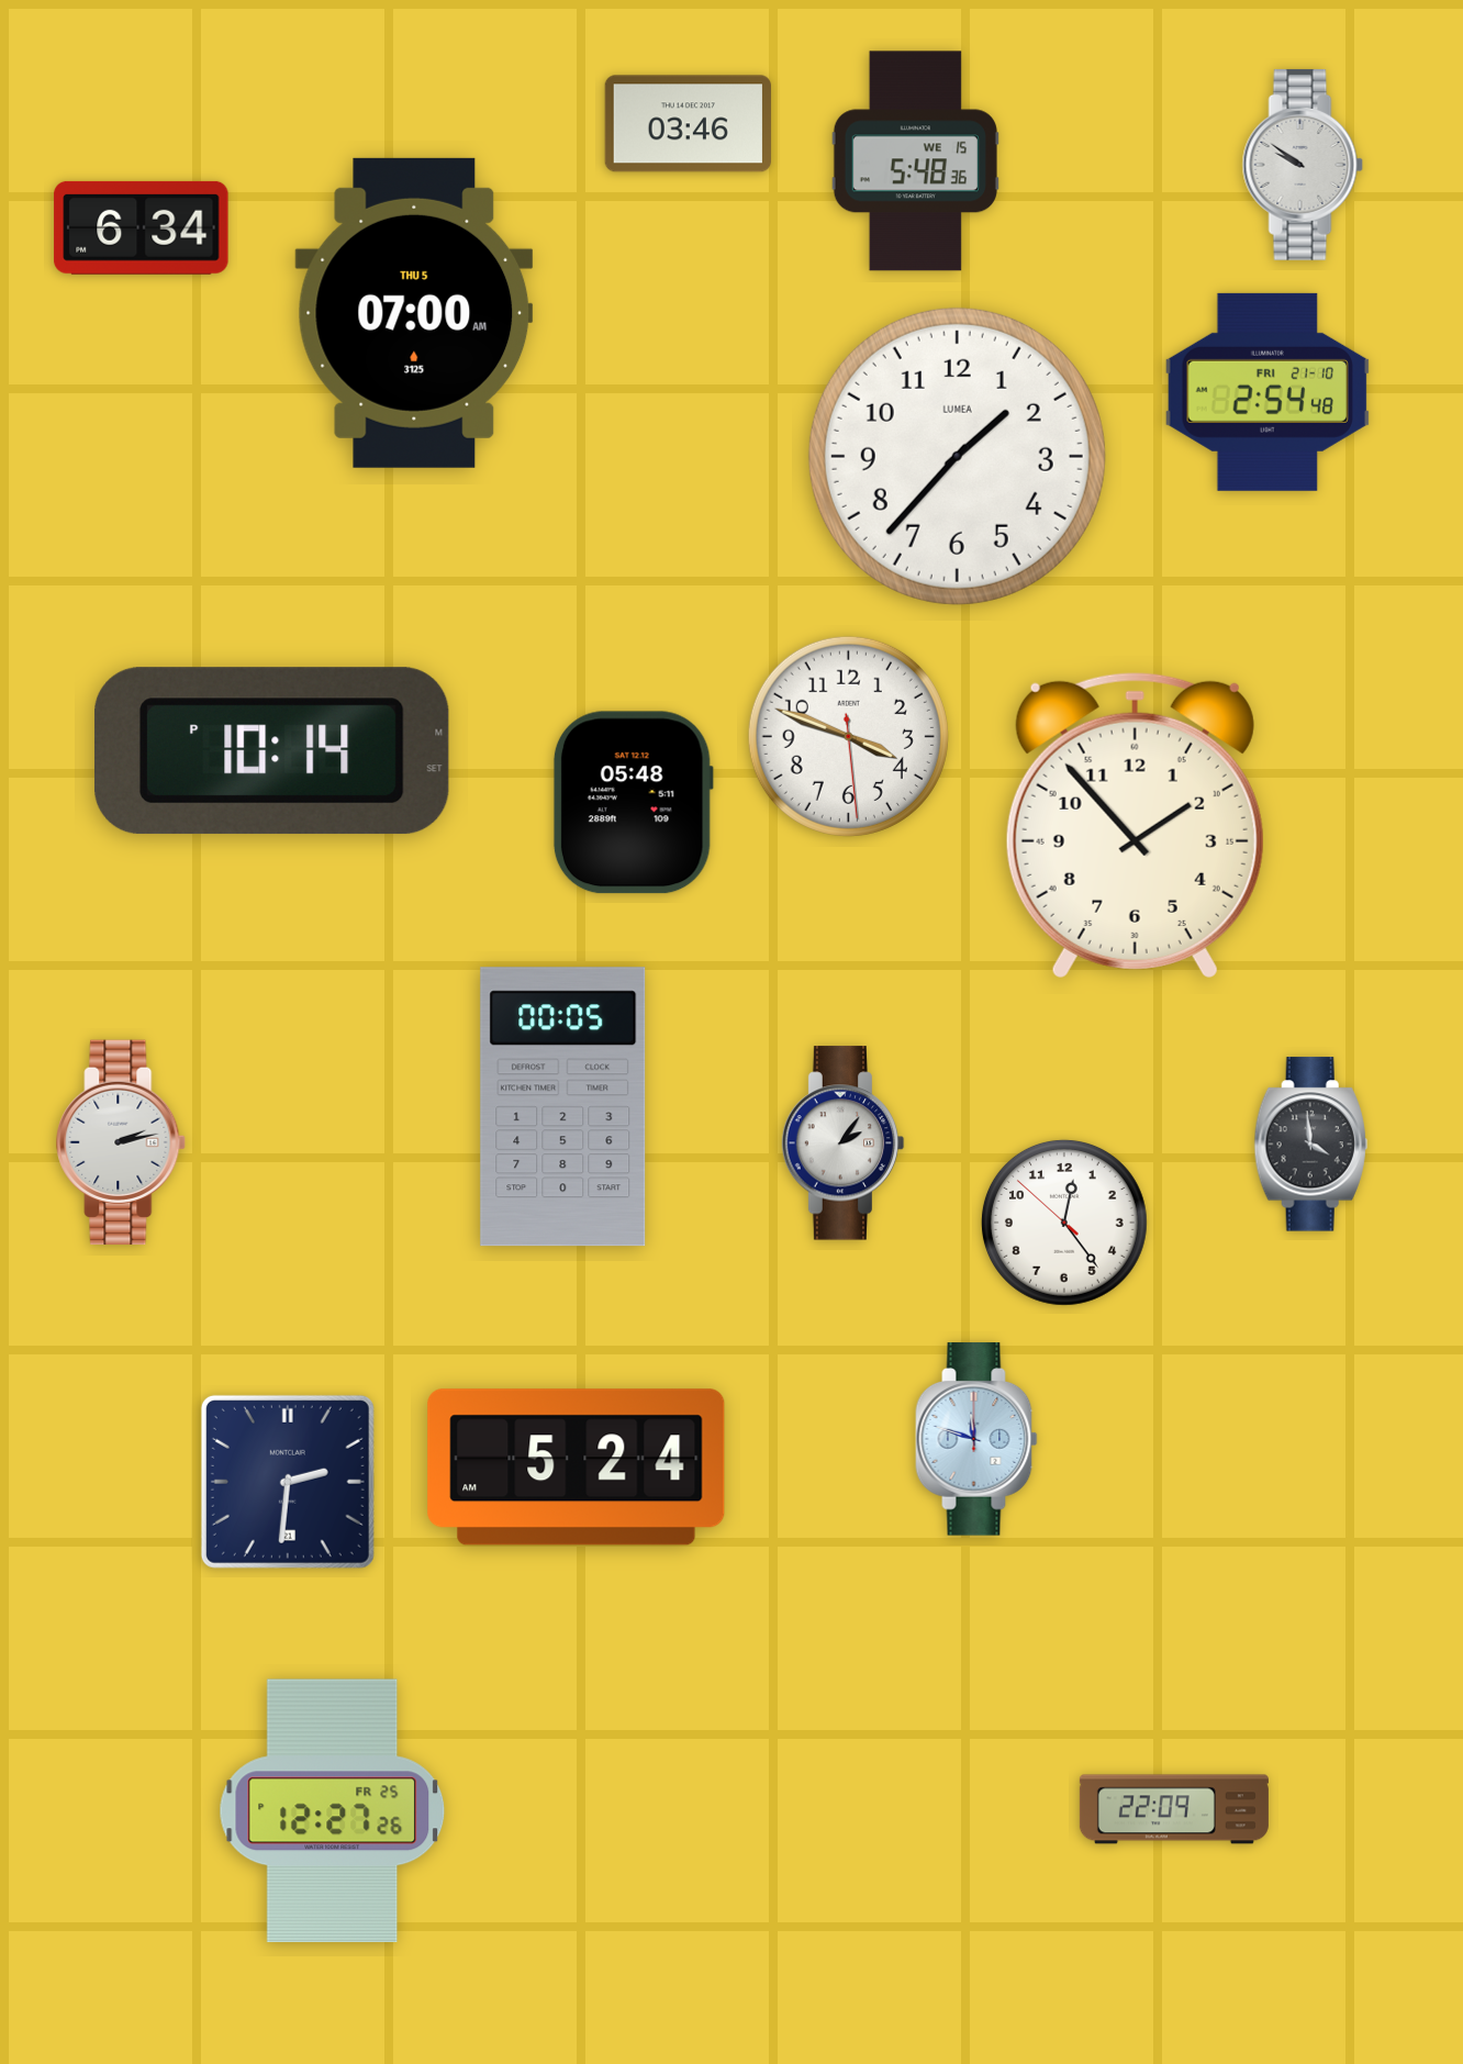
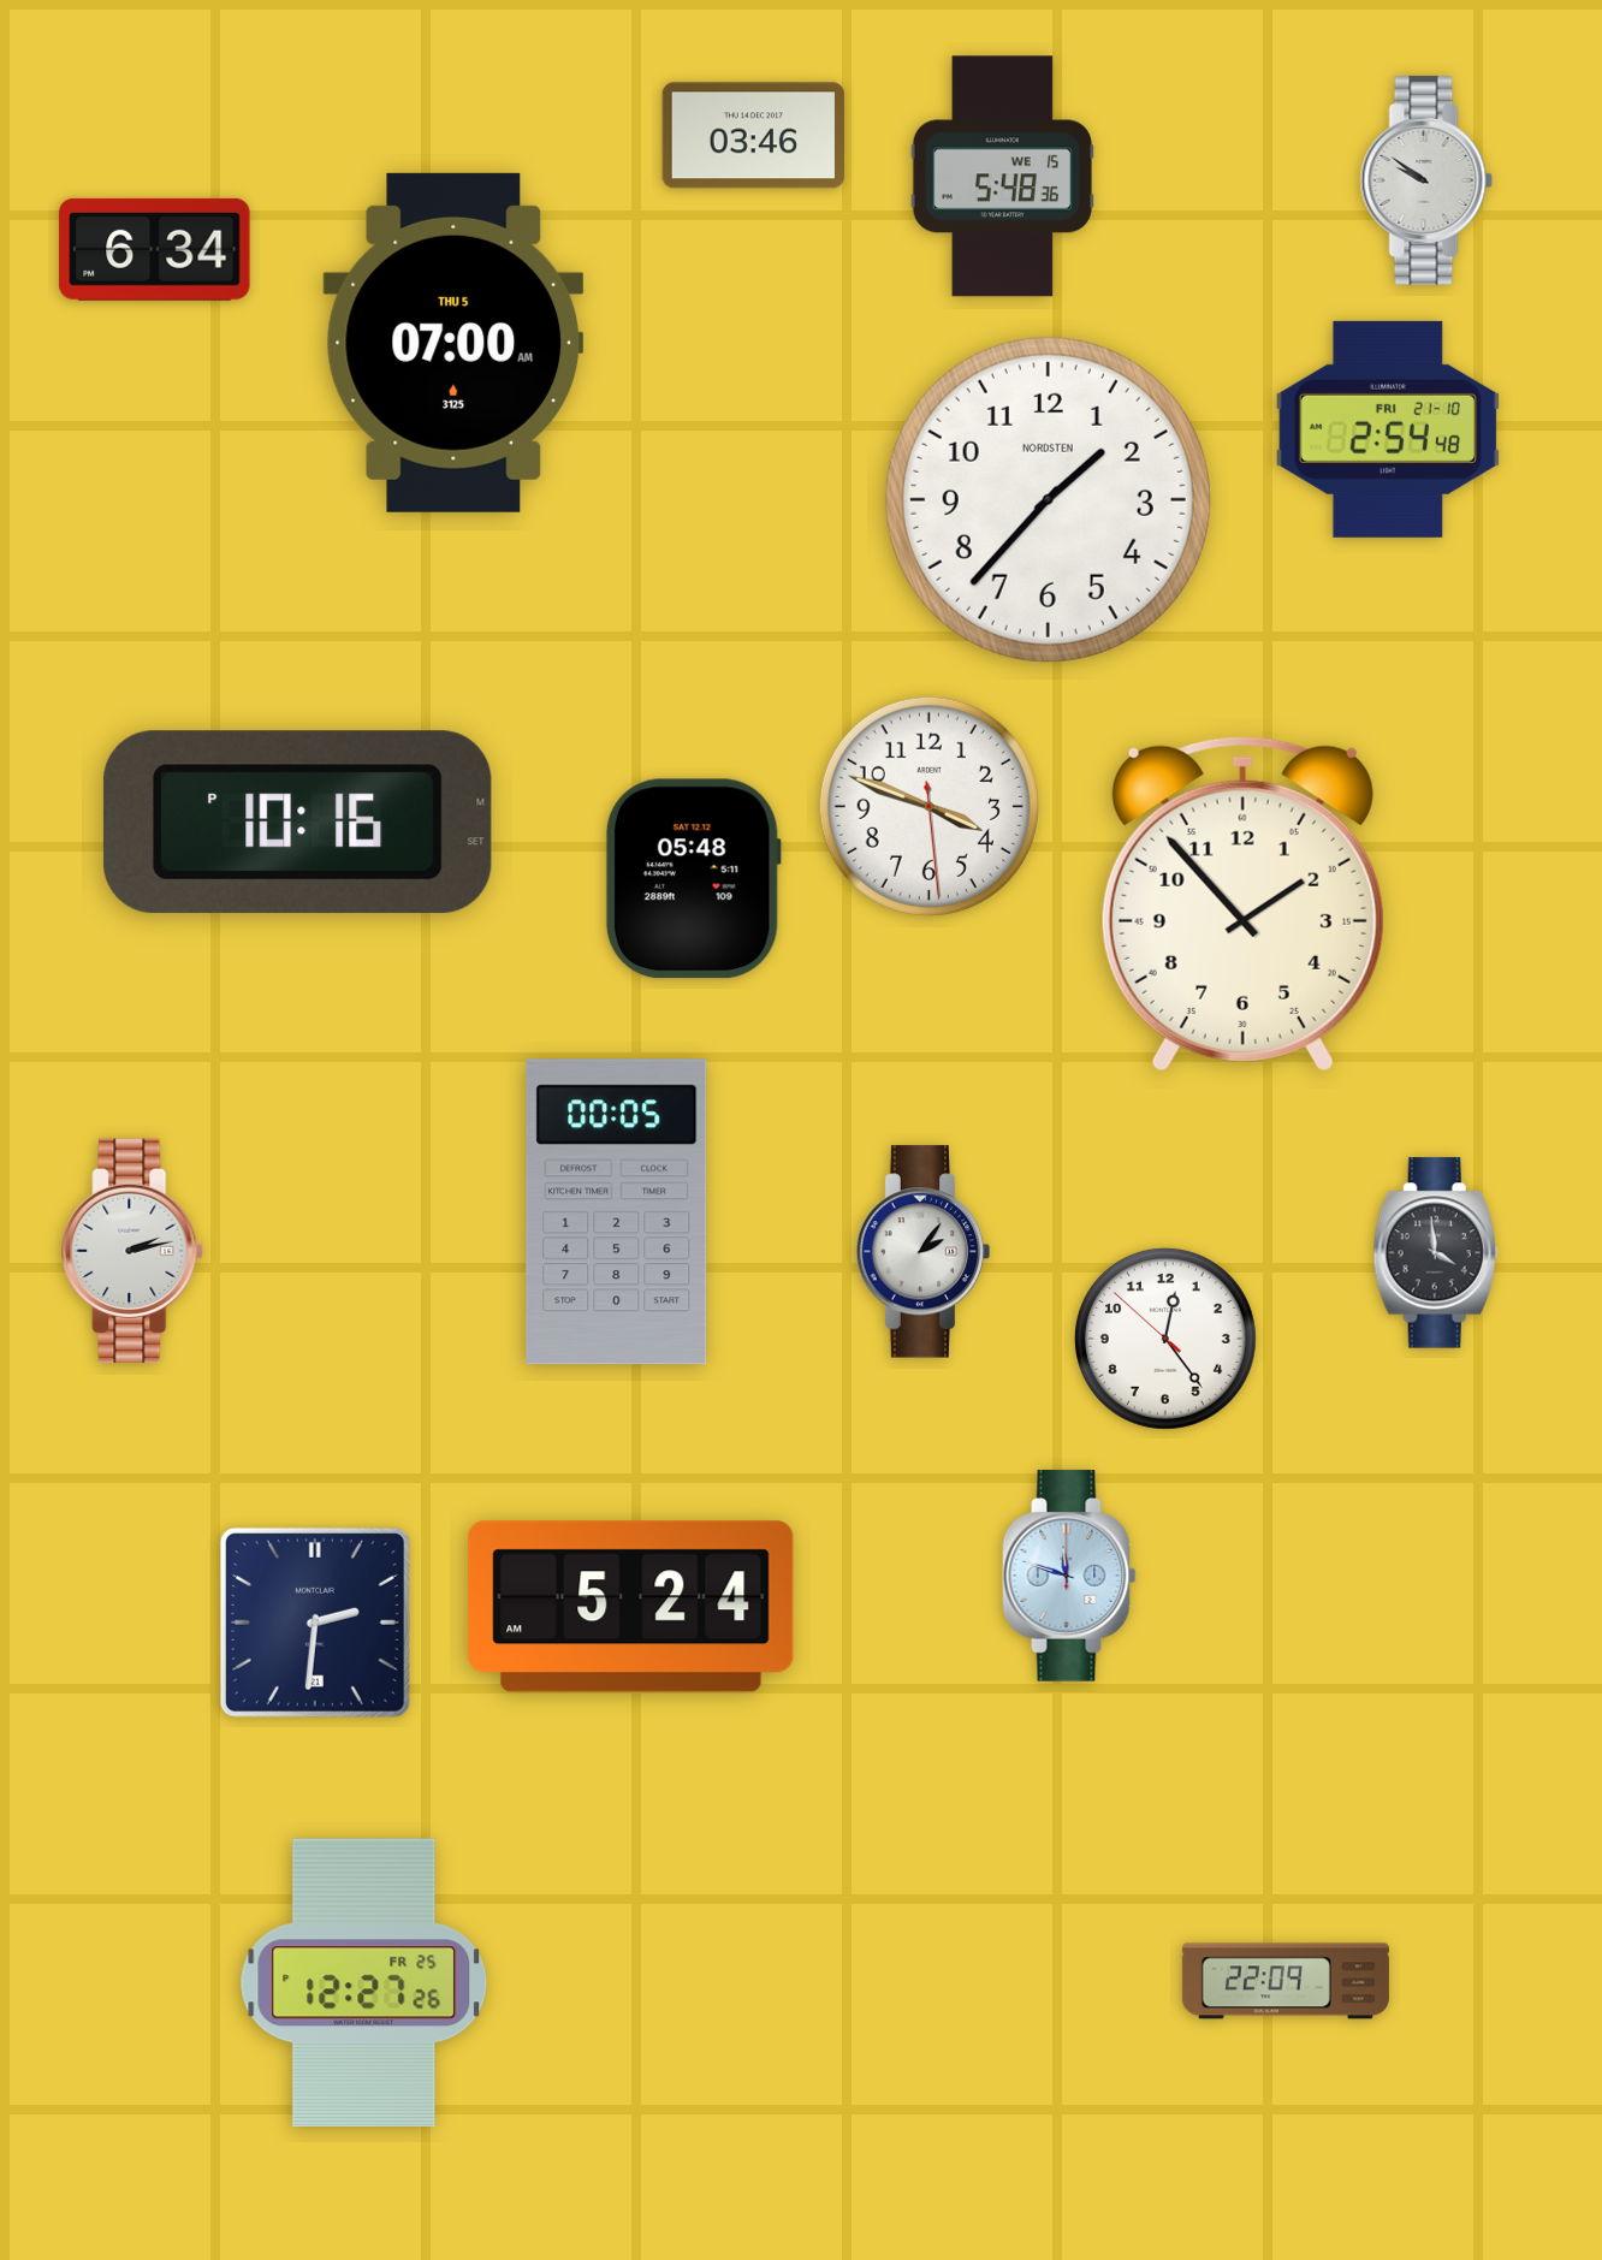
clock at (957, 456) brand: LUMEA -> NORDSTEN
clock at (271, 751): 10:14 -> 10:16
